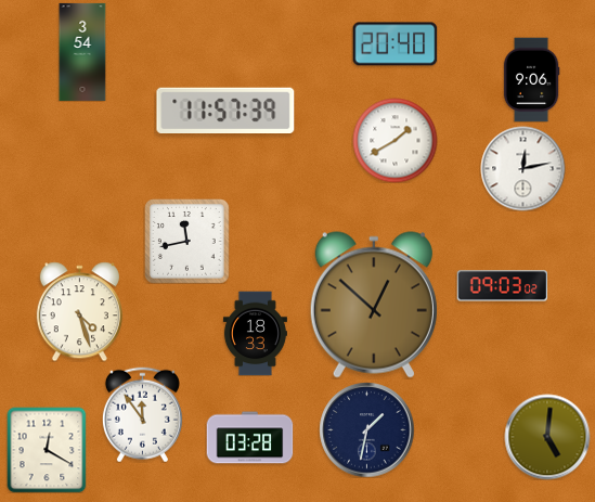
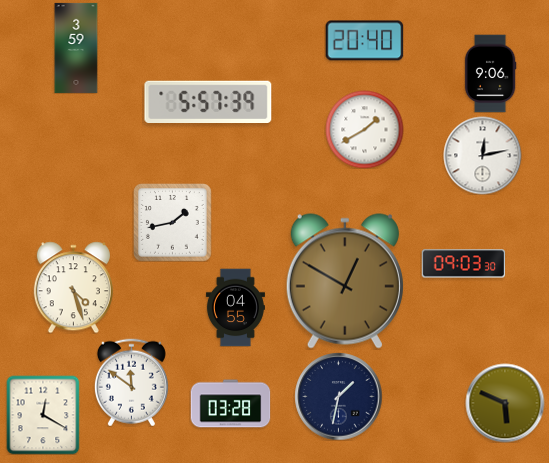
clock at (82, 52): 3:54 -> 3:59
clock at (225, 110): 11:57 -> 5:57
clock at (187, 242): 11:43 -> 1:43
clock at (502, 286): 09:03:02 -> 09:03:30
clock at (374, 305): 12:52 -> 12:50
clock at (255, 333): 18:33 -> 04:55
clock at (142, 414): 11:54 -> 11:51
clock at (547, 437): 5:01 -> 5:49
